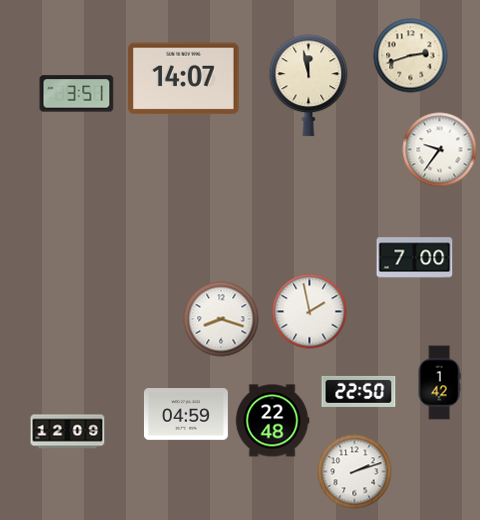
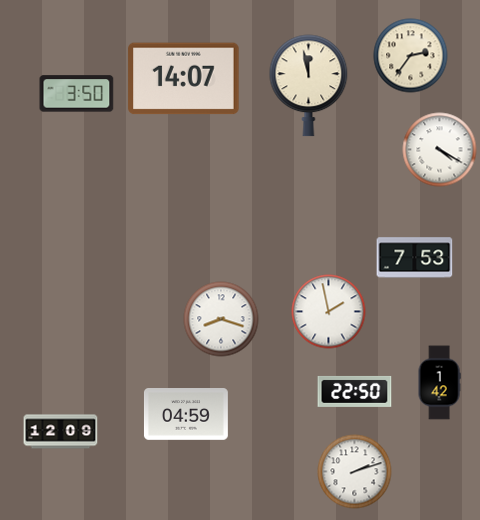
clock at (411, 56): 2:42 -> 2:36
clock at (77, 94): 3:51 -> 3:50
clock at (440, 150): 9:36 -> 4:20
clock at (415, 258): 7:00 -> 7:53
clock at (310, 312) position: (310, 312) -> (329, 312)
clock at (359, 391) position: (359, 391) -> (355, 391)
clock at (272, 421): 22:48 -> none
clock at (68, 432) position: (68, 432) -> (61, 432)
